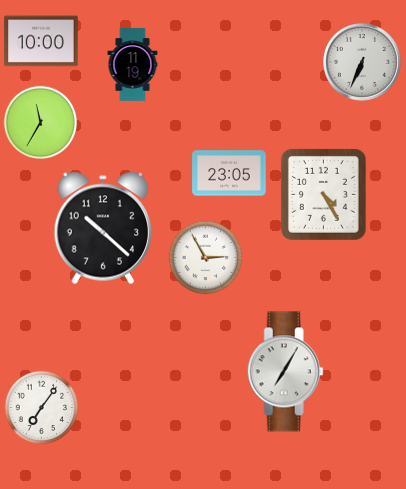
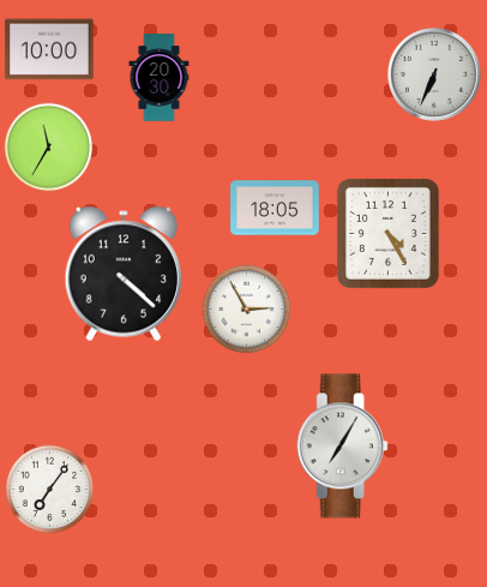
clock at (133, 65): 11:19 -> 20:30
clock at (229, 173): 23:05 -> 18:05
clock at (103, 228): 10:22 -> 4:22
